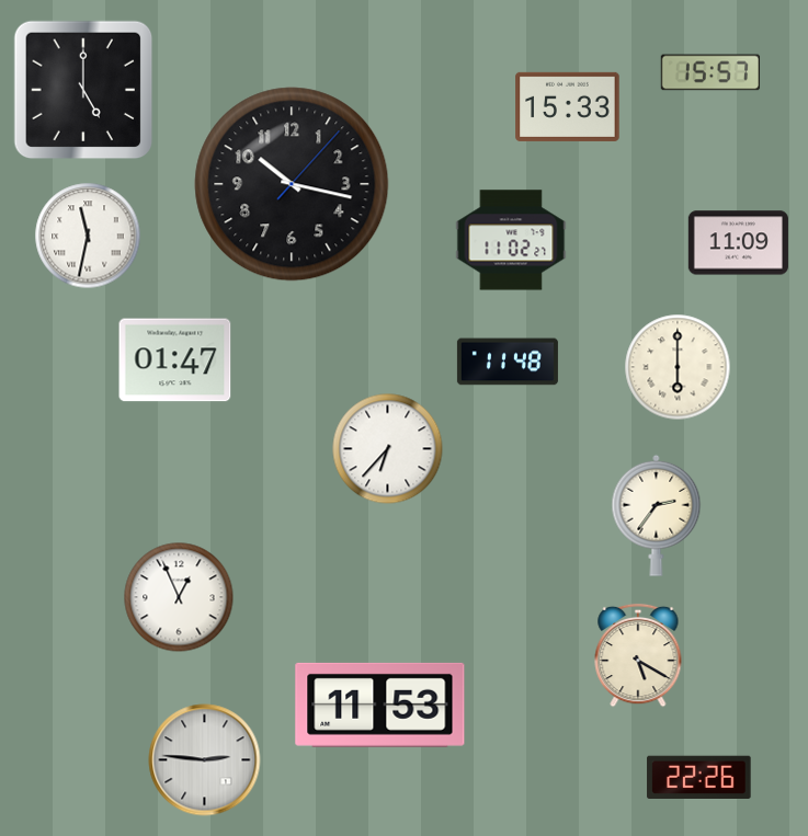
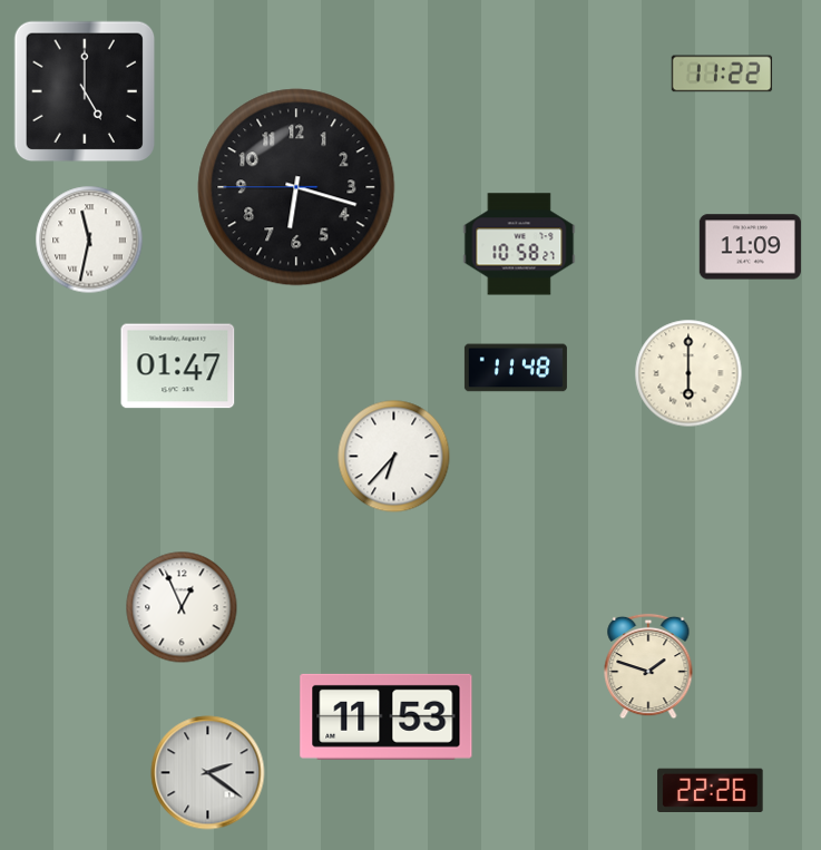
clock at (710, 72): 15:57 -> 11:22
clock at (568, 106): 15:33 -> none
clock at (292, 184): 10:17 -> 6:17
clock at (511, 240): 11:02 -> 10:58
clock at (657, 515): 2:36 -> none
clock at (638, 655): 5:20 -> 1:48
clock at (205, 760): 2:46 -> 2:21
